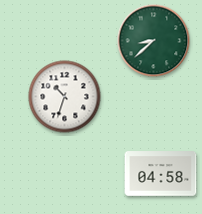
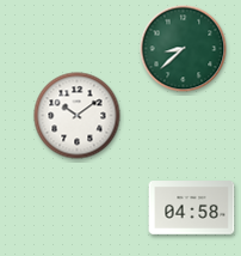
clock at (65, 97): 10:33 -> 10:09
